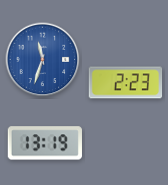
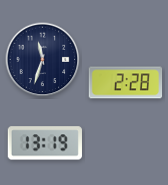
clock at (43, 60) dial: blue -> navy
clock at (126, 83): 2:23 -> 2:28
